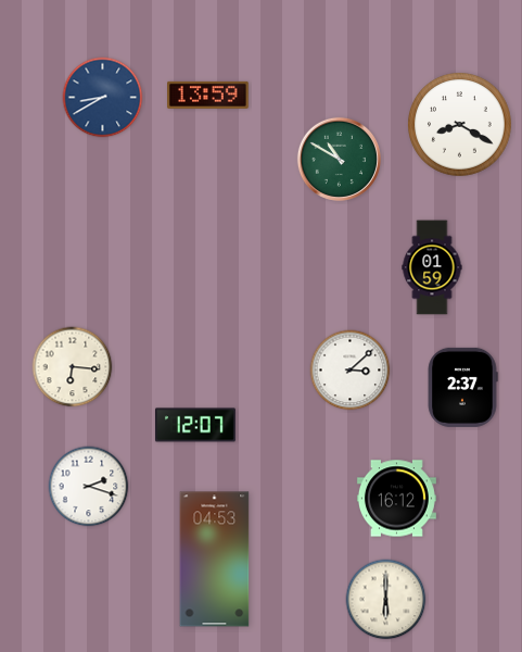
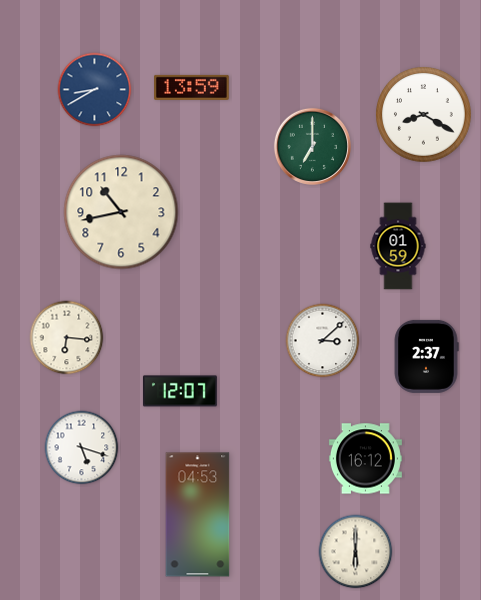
clock at (339, 159): 10:50 -> 7:00
clock at (121, 212): none -> 10:43
clock at (89, 487): 2:18 -> 5:18
